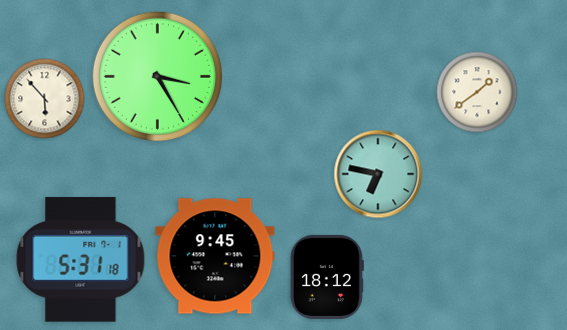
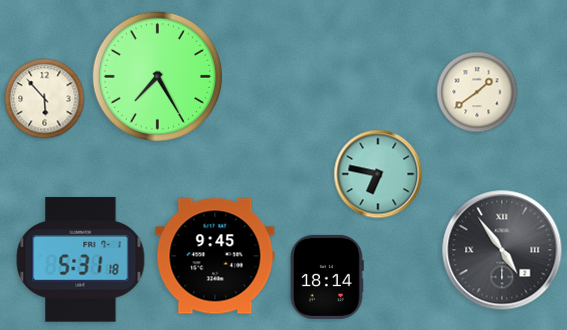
clock at (157, 76): 3:25 -> 7:25
clock at (502, 250): none -> 4:54
clock at (327, 277): 18:12 -> 18:14
